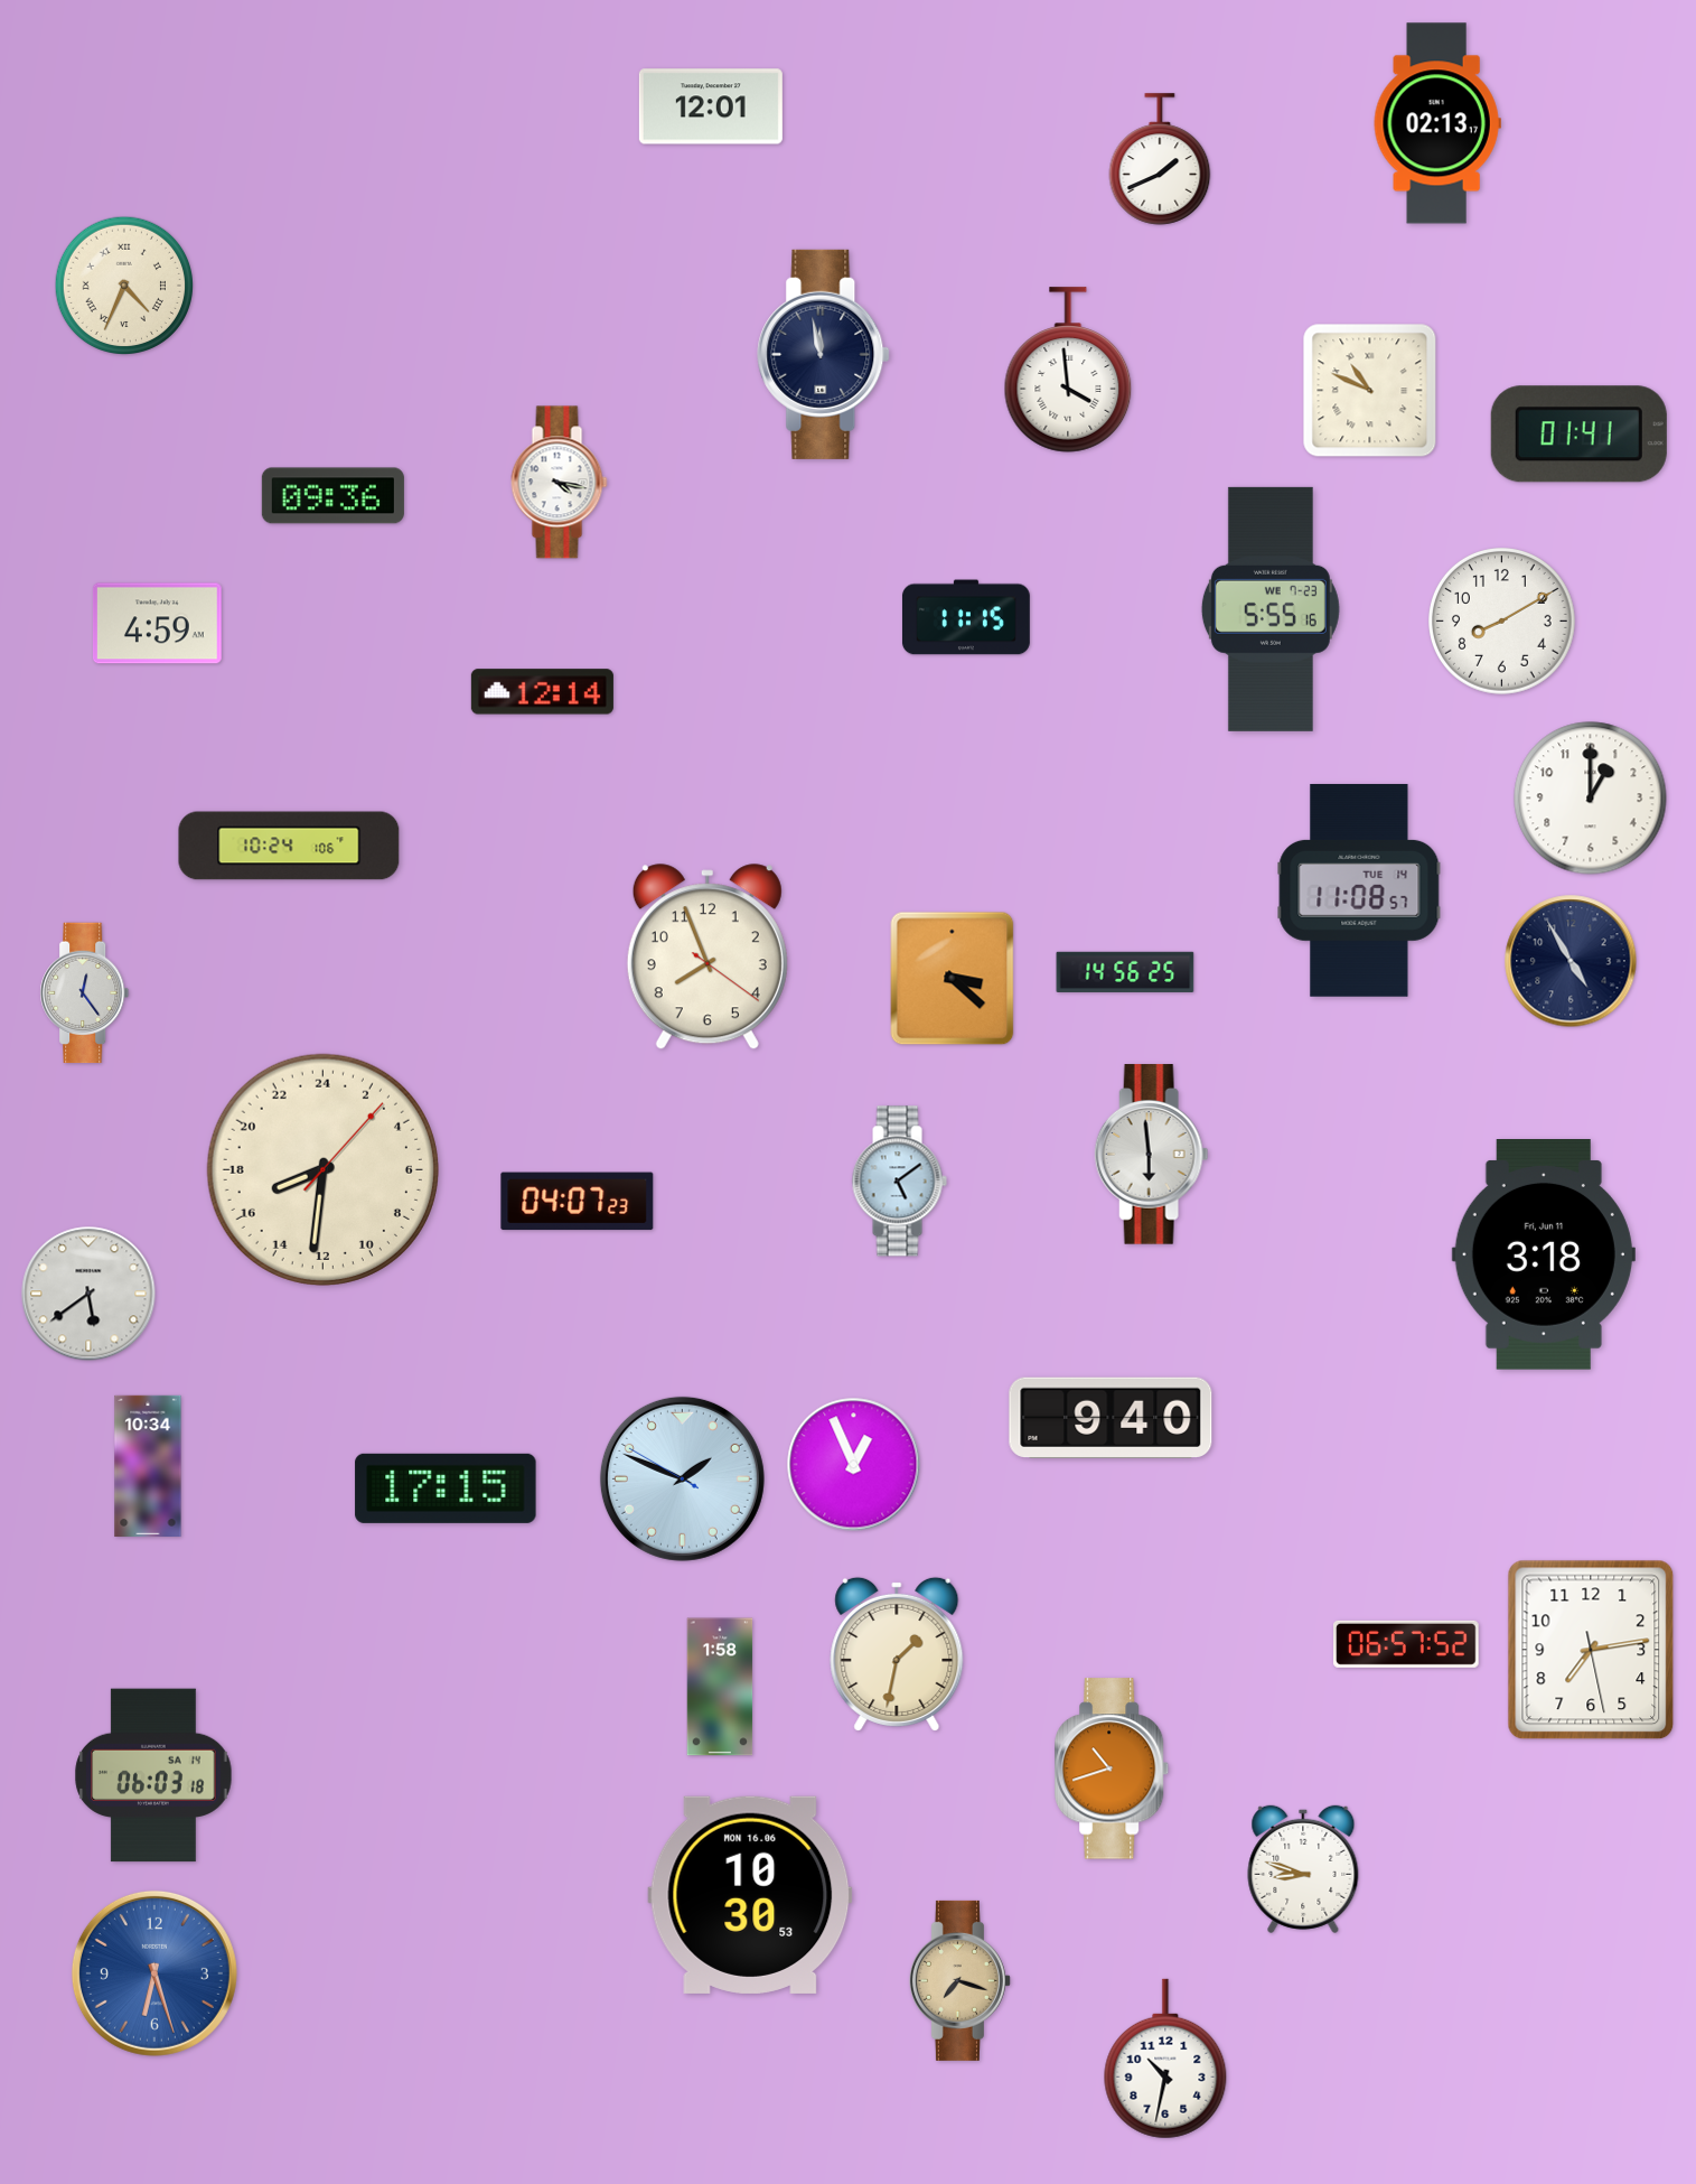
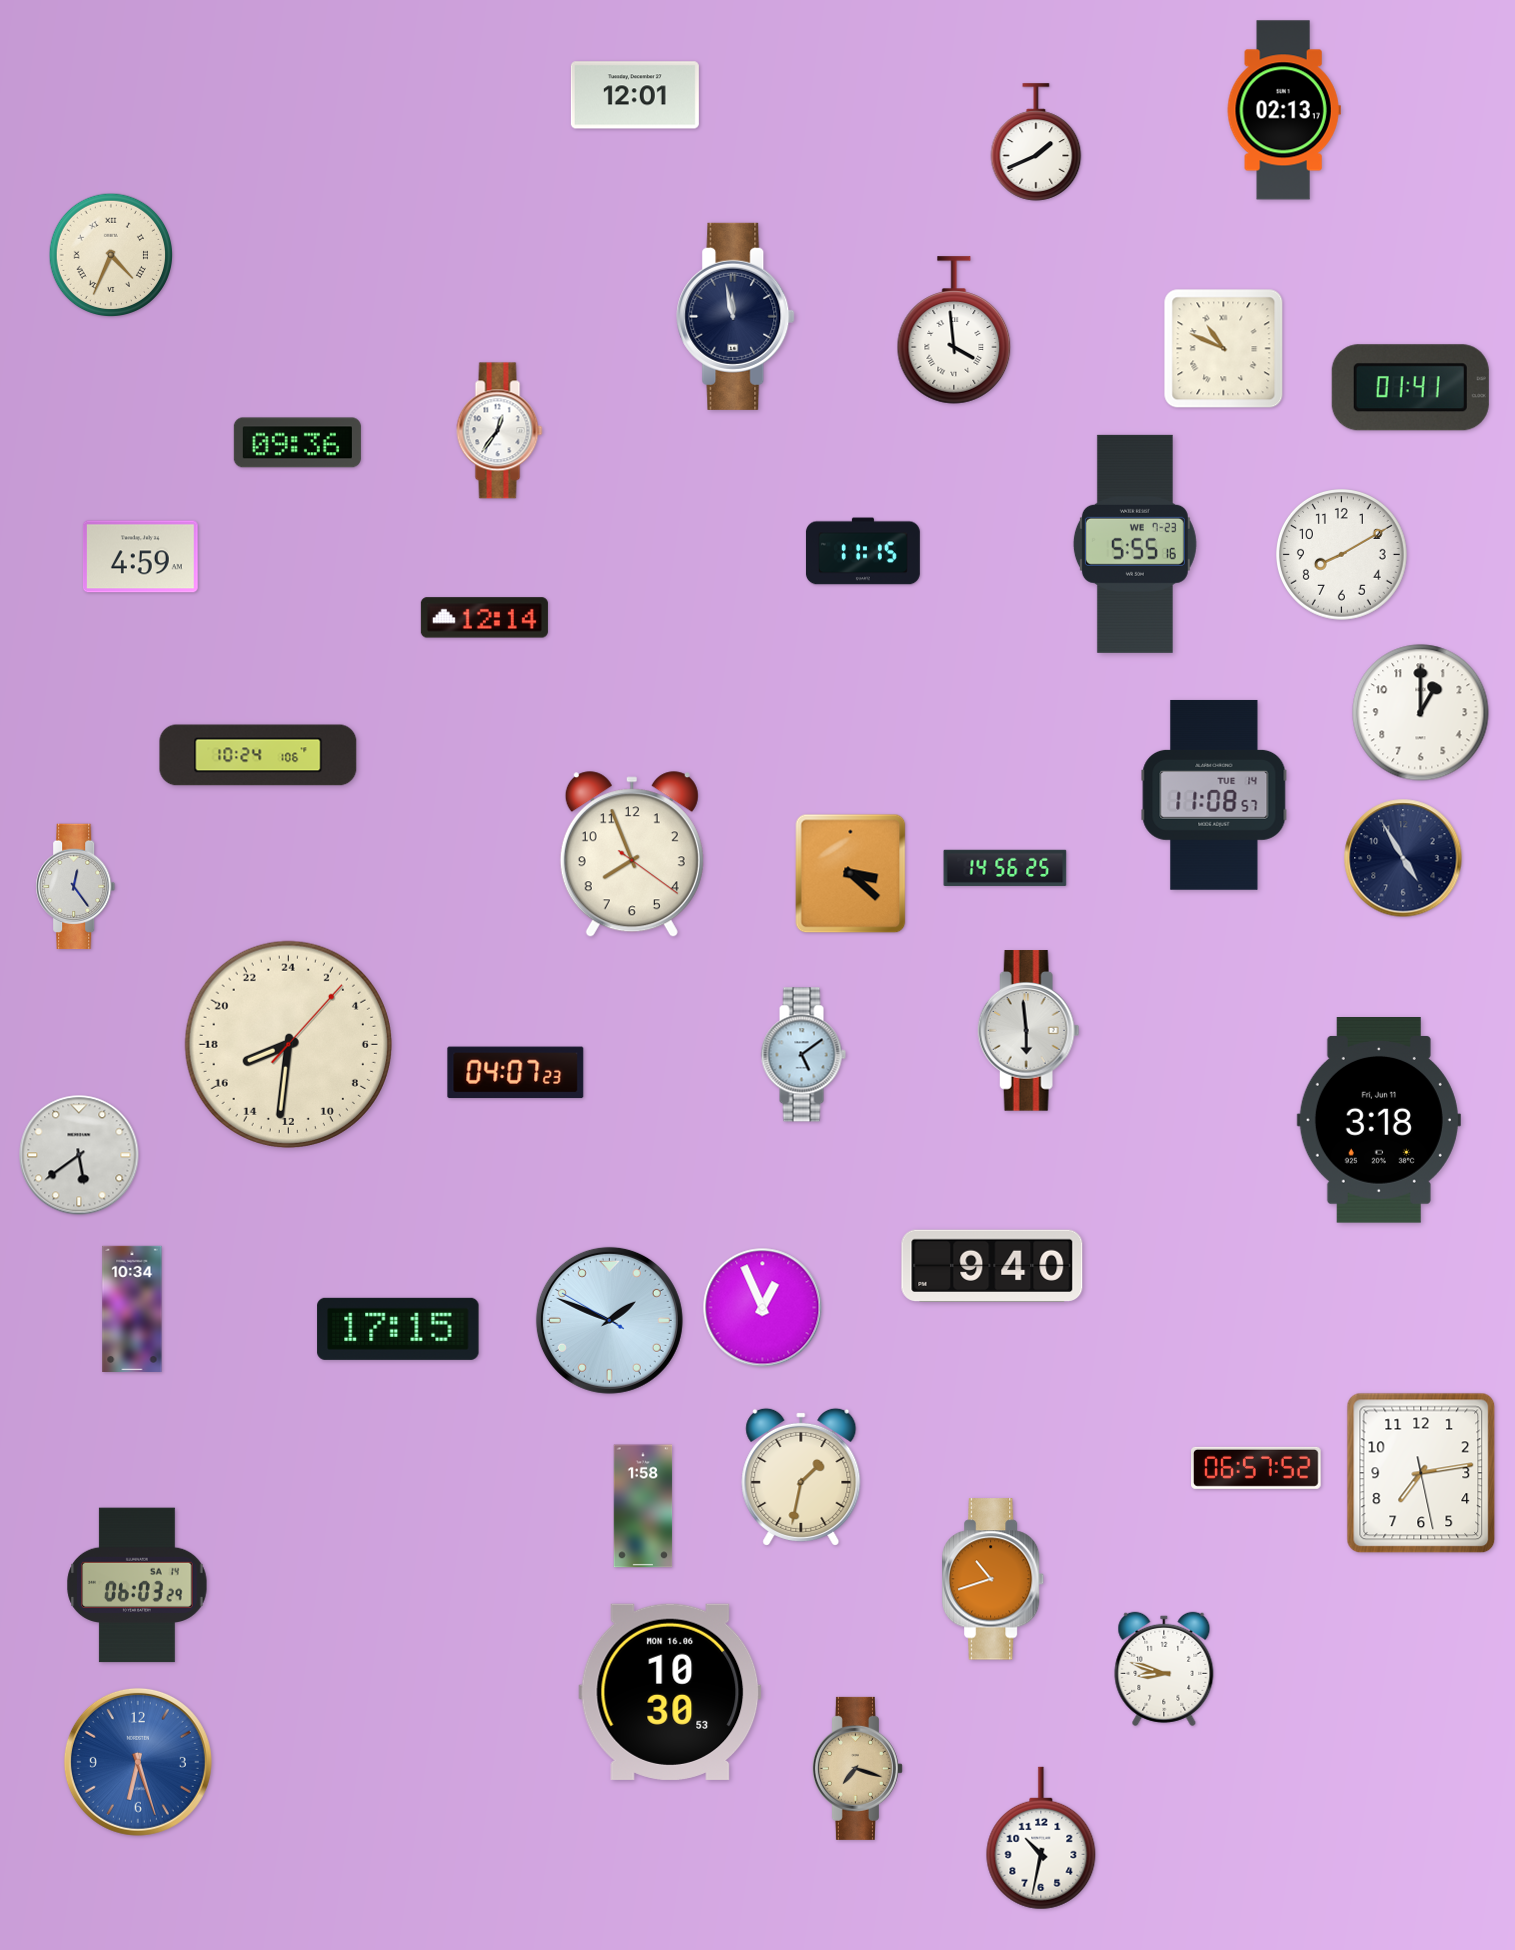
clock at (560, 483): 4:17 -> 12:36
clock at (153, 1775): 06:03:18 -> 06:03:29
